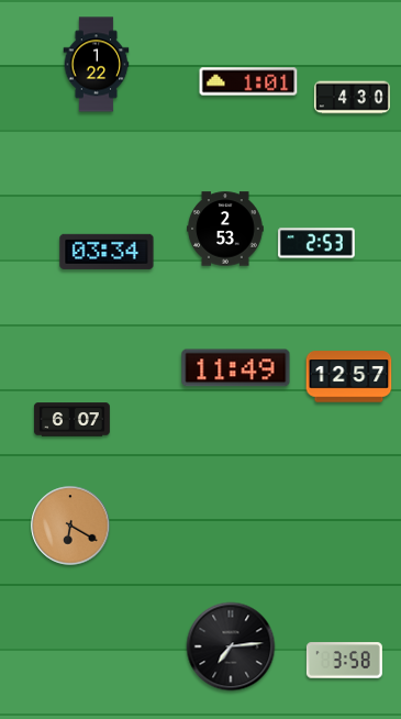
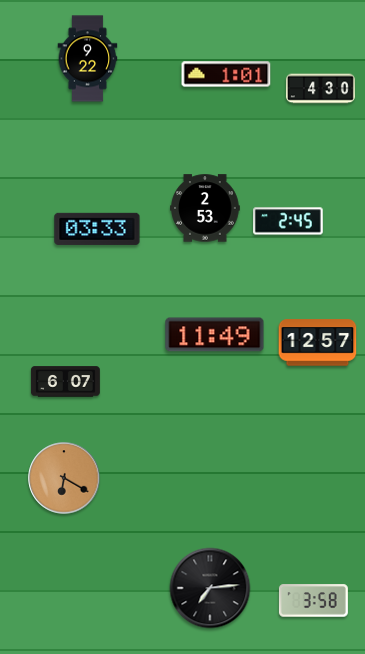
clock at (97, 65): 1:22 -> 9:22
clock at (318, 243): 2:53 -> 2:45
clock at (107, 252): 03:34 -> 03:33
